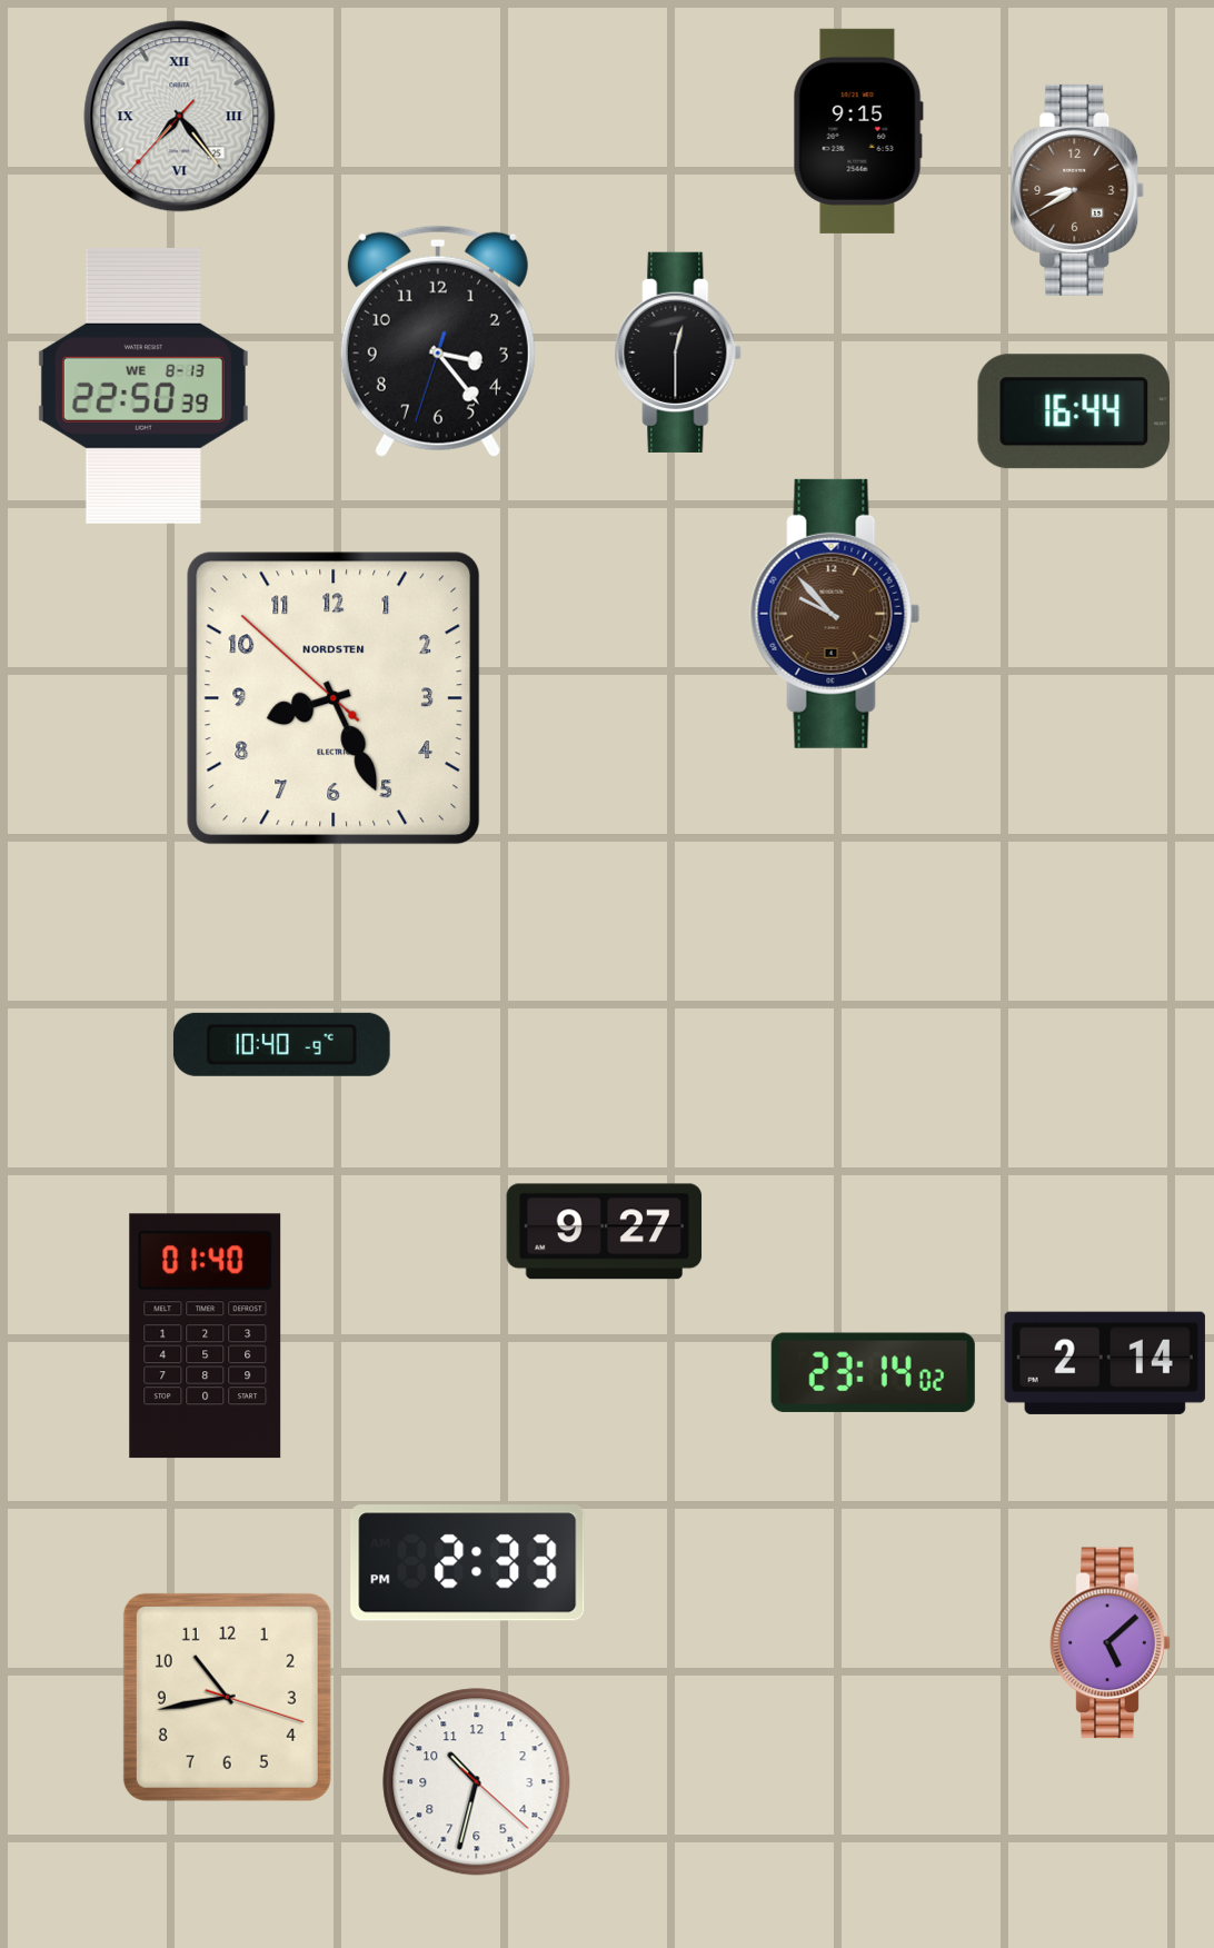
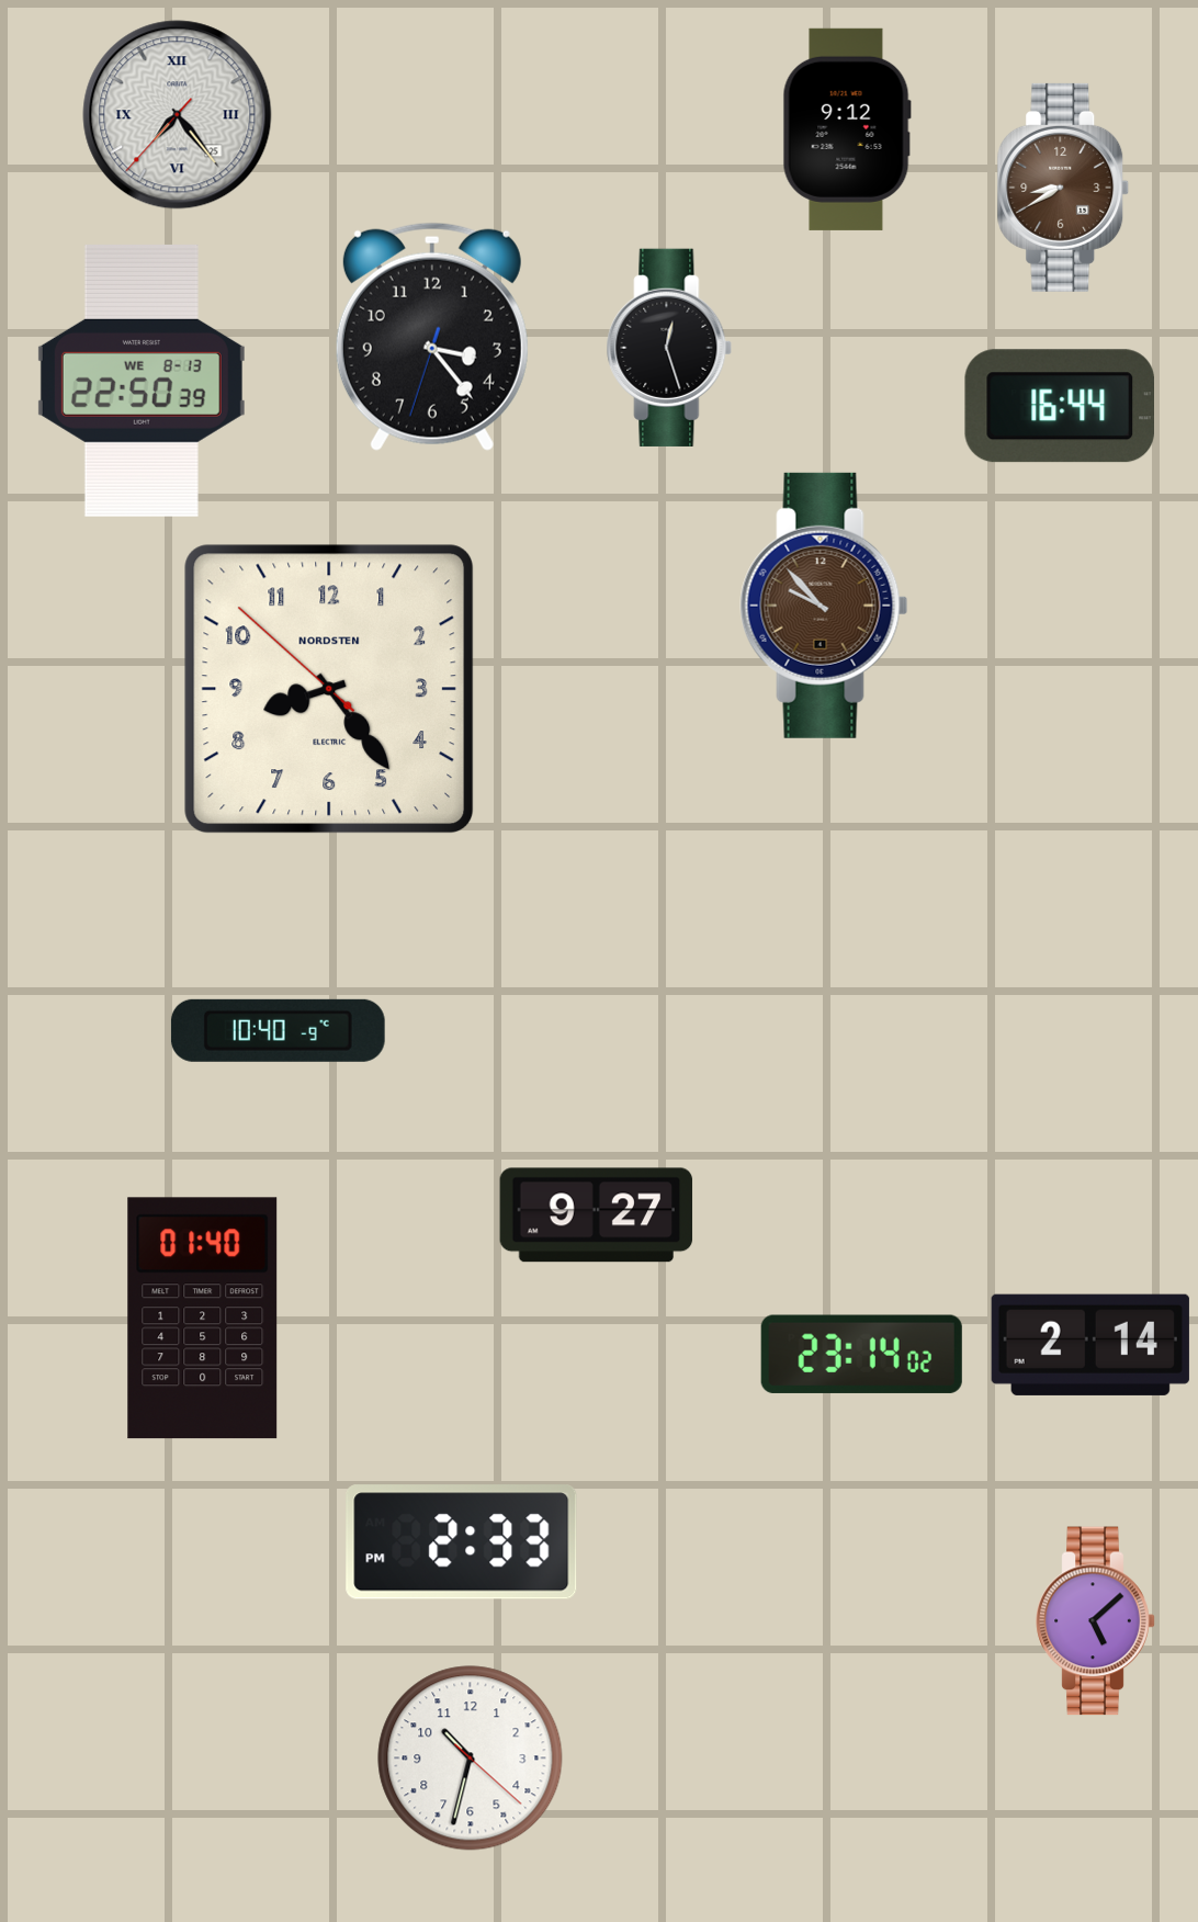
clock at (858, 131): 9:15 -> 9:12
clock at (678, 352): 12:30 -> 12:27
clock at (334, 698): 8:25 -> 8:23
clock at (227, 1697): 10:43 -> none
